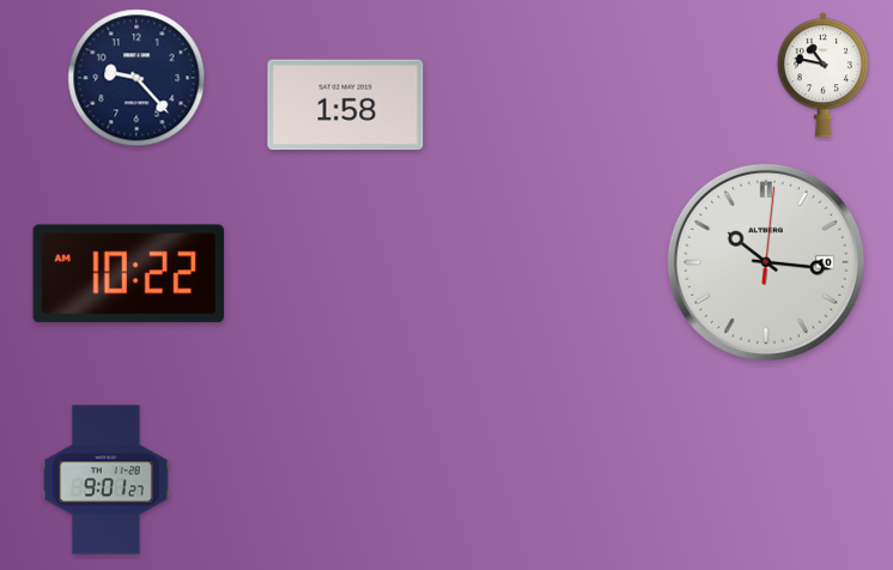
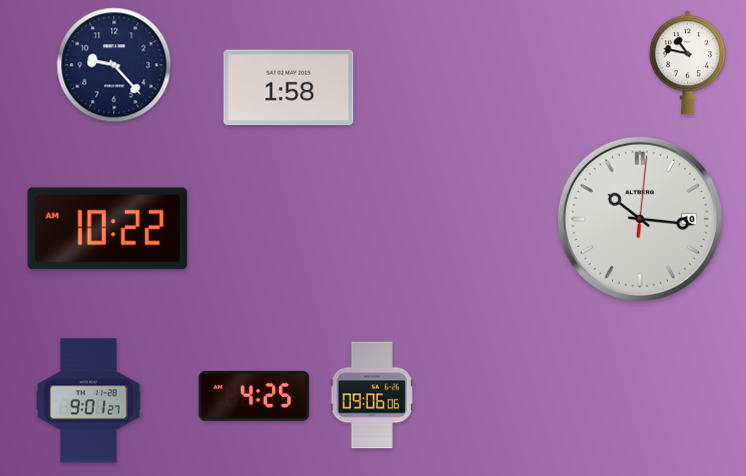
clock at (372, 395): none -> 09:06
clock at (254, 396): none -> 4:25
